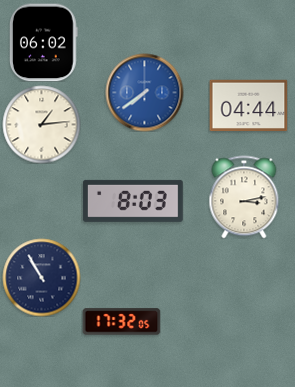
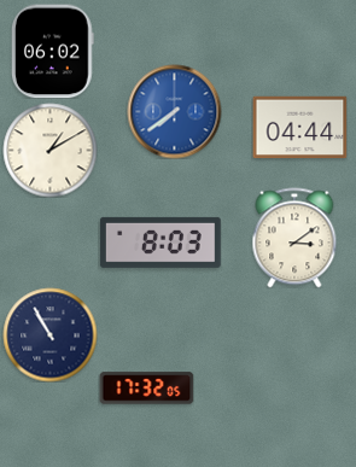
clock at (41, 124): 1:14 -> 1:10
clock at (244, 197): 3:13 -> 3:09
